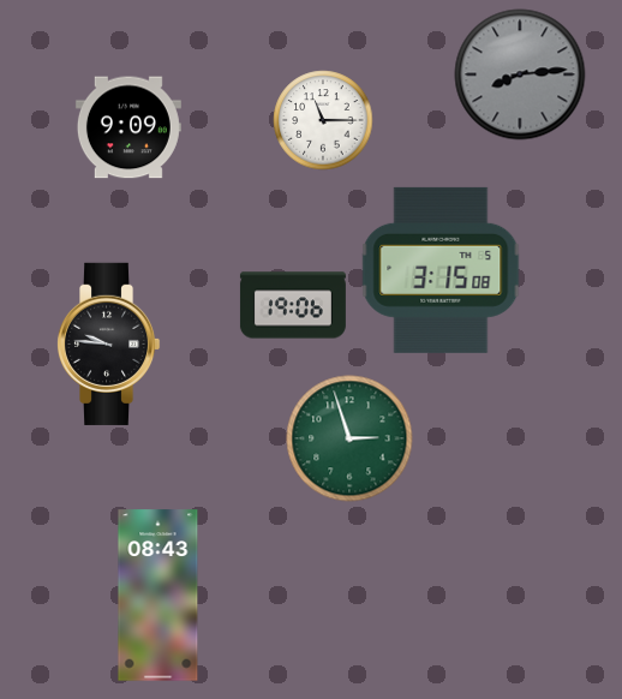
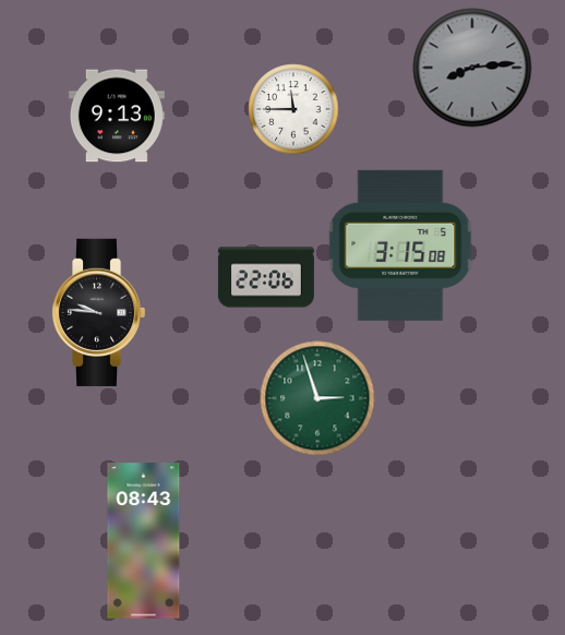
clock at (323, 120): 11:15 -> 11:45
clock at (128, 127): 9:09 -> 9:13
clock at (293, 305): 19:06 -> 22:06
